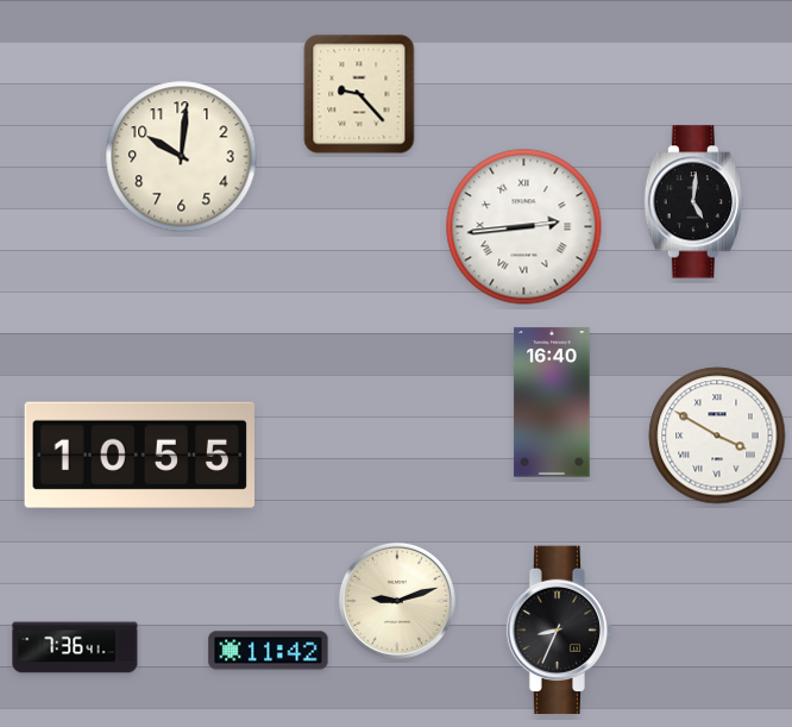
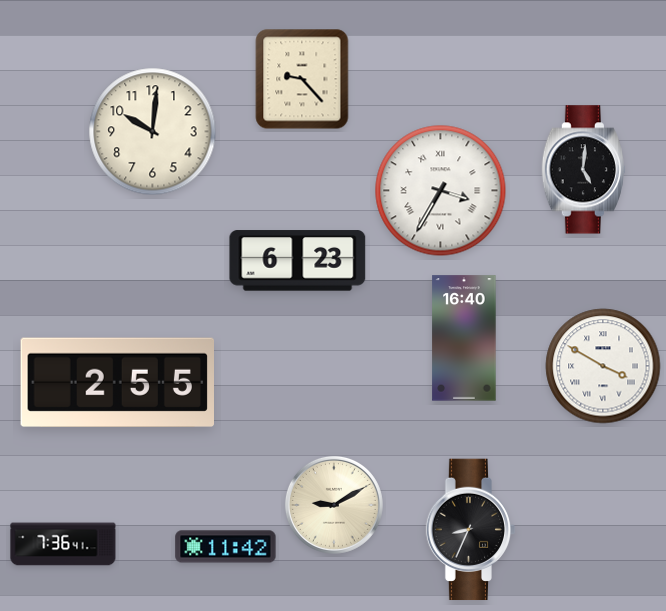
clock at (524, 227): 2:44 -> 3:35
clock at (298, 261): none -> 6:23
clock at (139, 455): 10:55 -> 2:55
clock at (397, 601): 9:12 -> 9:10
